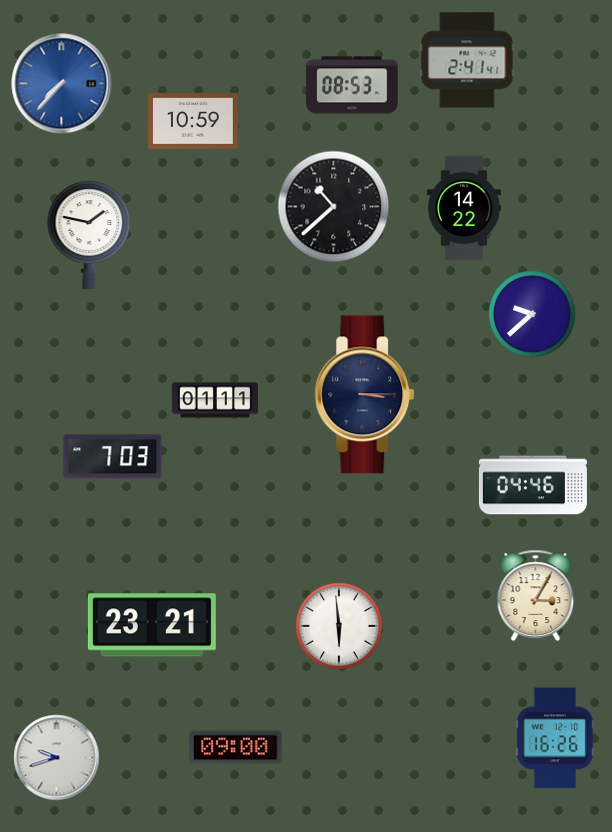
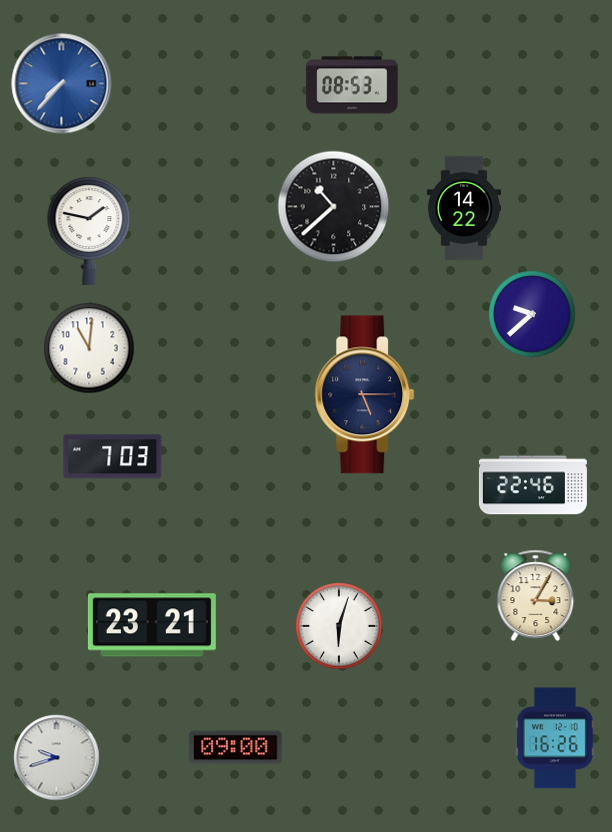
clock at (467, 60): 2:41 -> none
clock at (194, 122): 10:59 -> none
clock at (89, 235) position: (89, 235) -> (89, 231)
clock at (89, 348): none -> 11:01
clock at (365, 395): 3:15 -> 5:15
clock at (214, 400): 01:11 -> none
clock at (533, 485): 04:46 -> 22:46
clock at (339, 626): 5:59 -> 6:03
